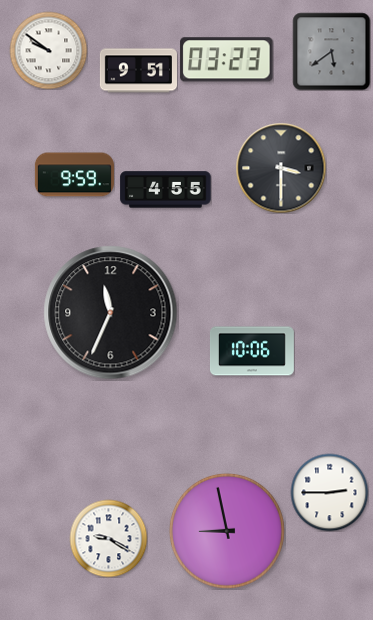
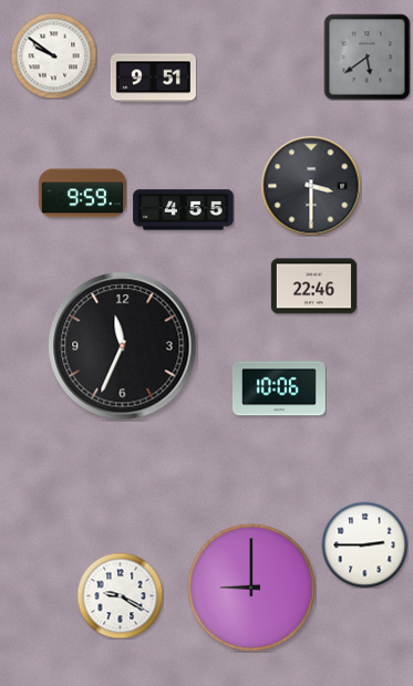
clock at (227, 60): 03:23 -> none
clock at (313, 287): none -> 22:46
clock at (227, 531): 8:58 -> 9:00
